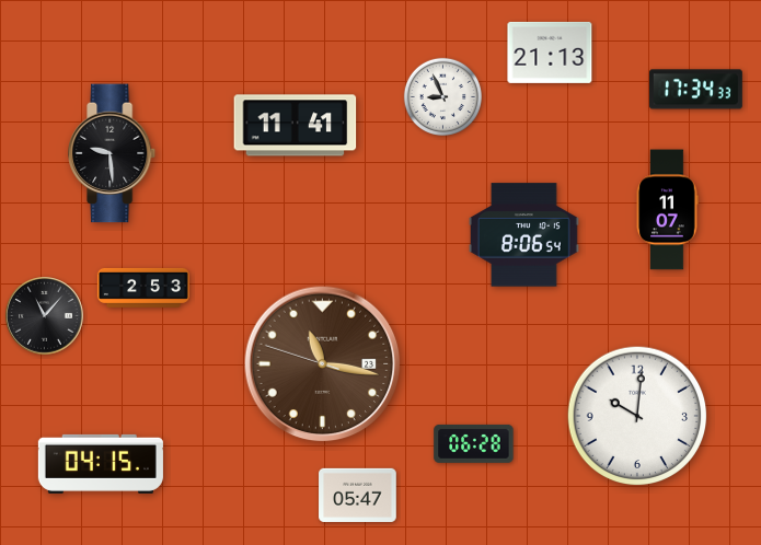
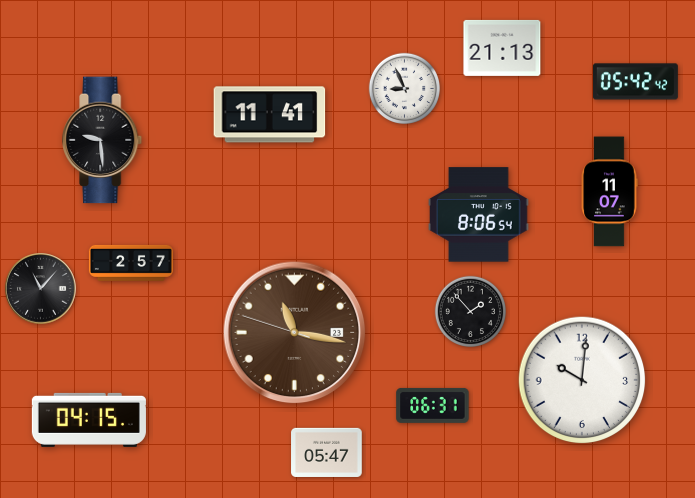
clock at (695, 90): 17:34 -> 05:42
clock at (143, 288): 2:53 -> 2:57
clock at (470, 311): none -> 1:53
clock at (474, 443): 06:28 -> 06:31
clock at (101, 464) position: (101, 464) -> (89, 420)
